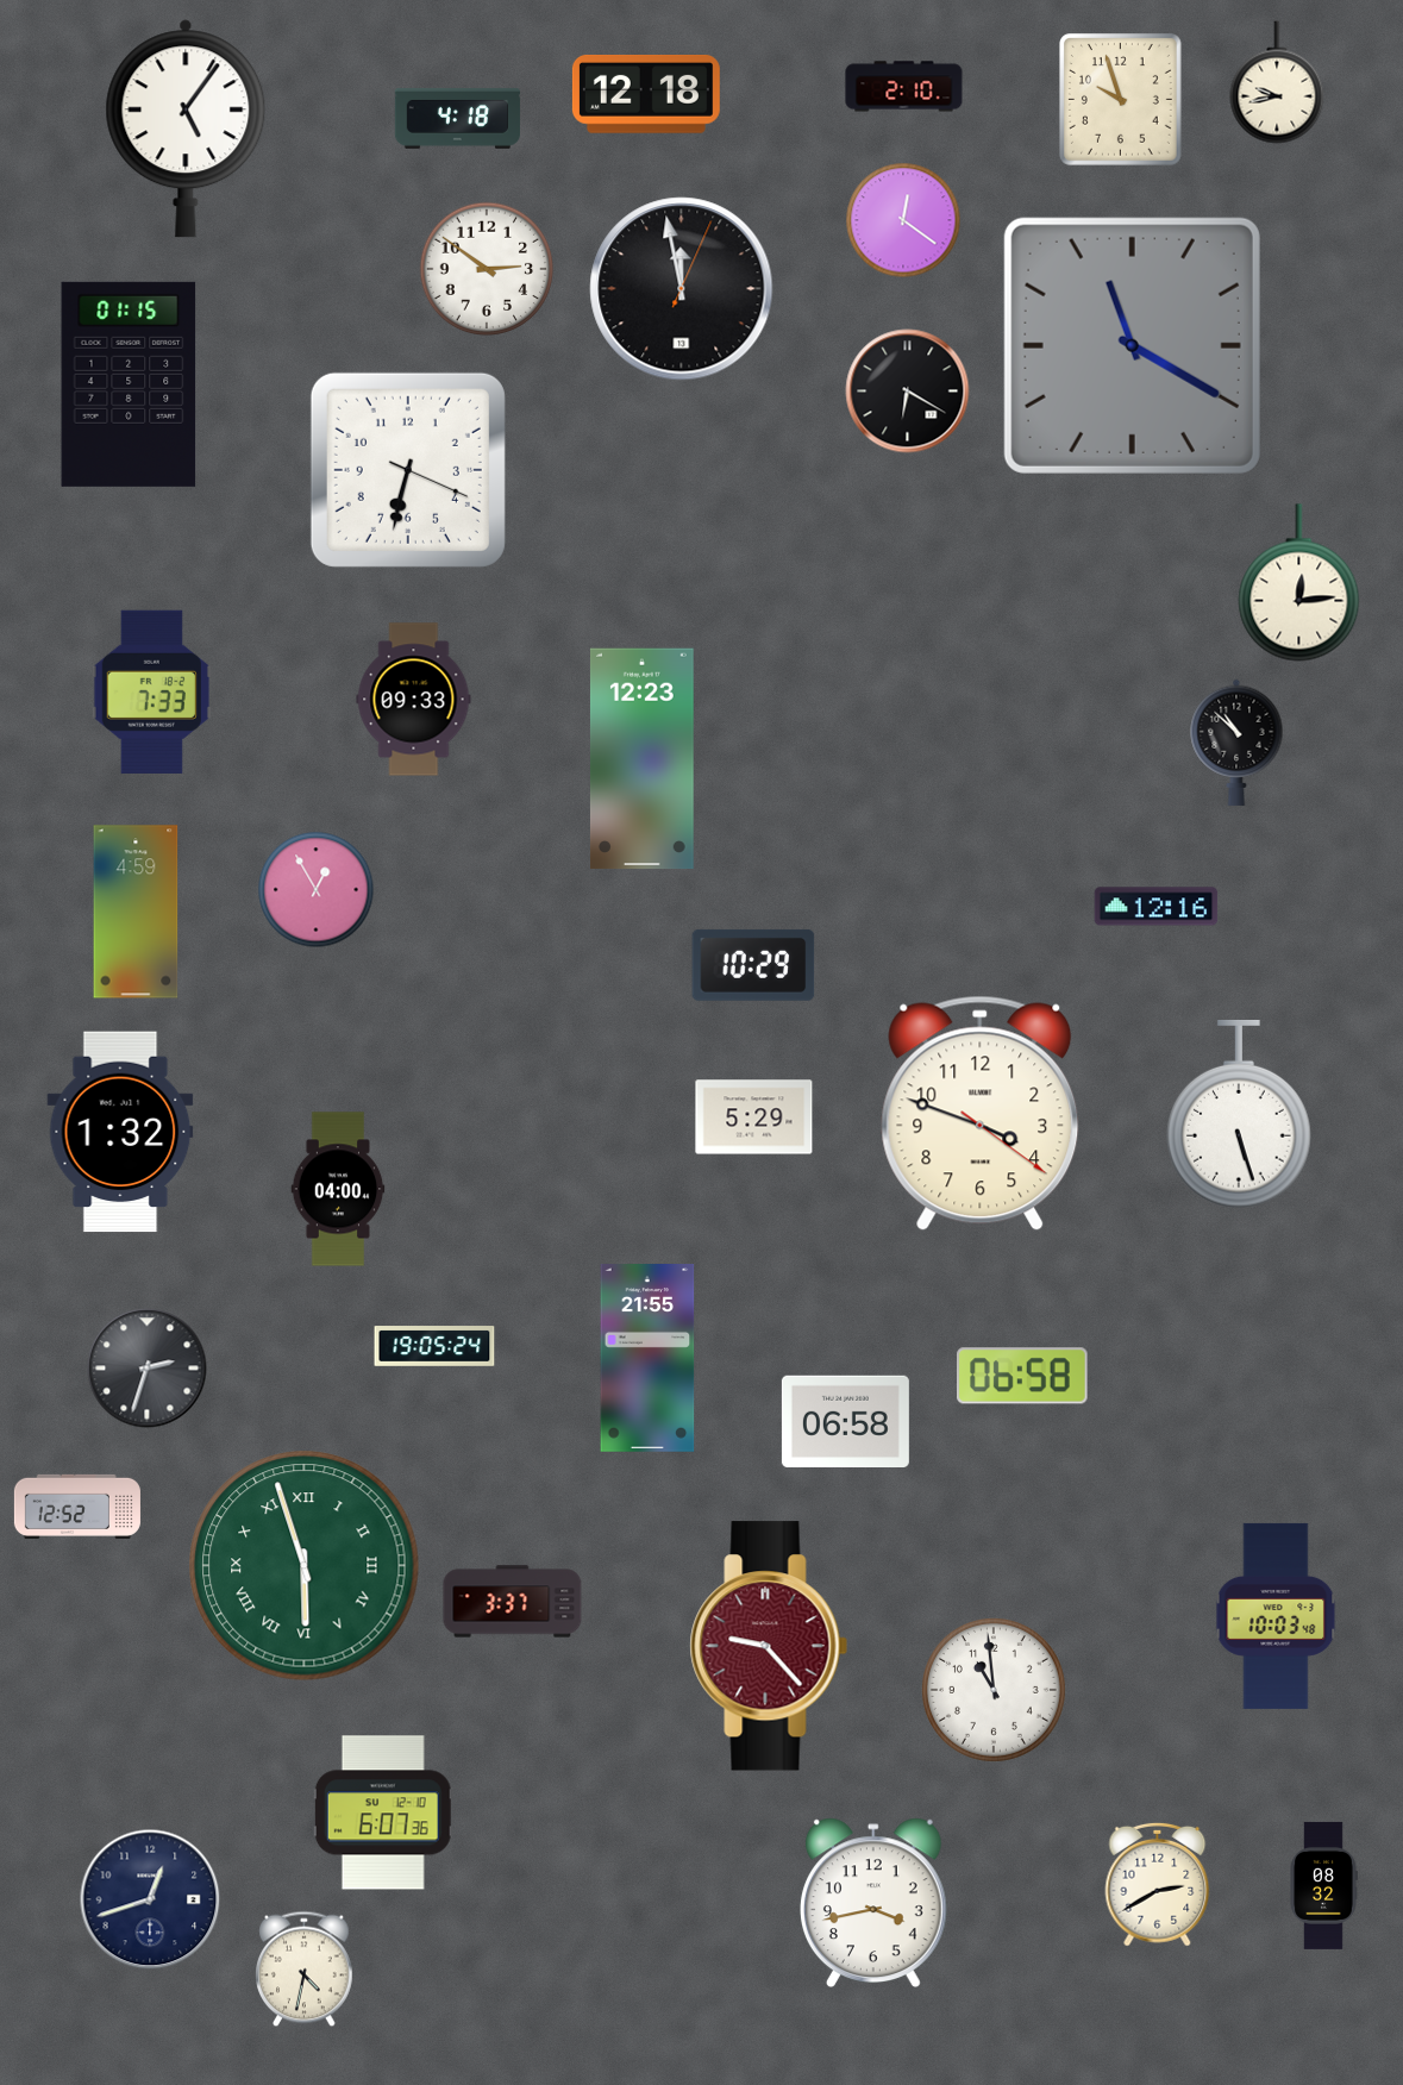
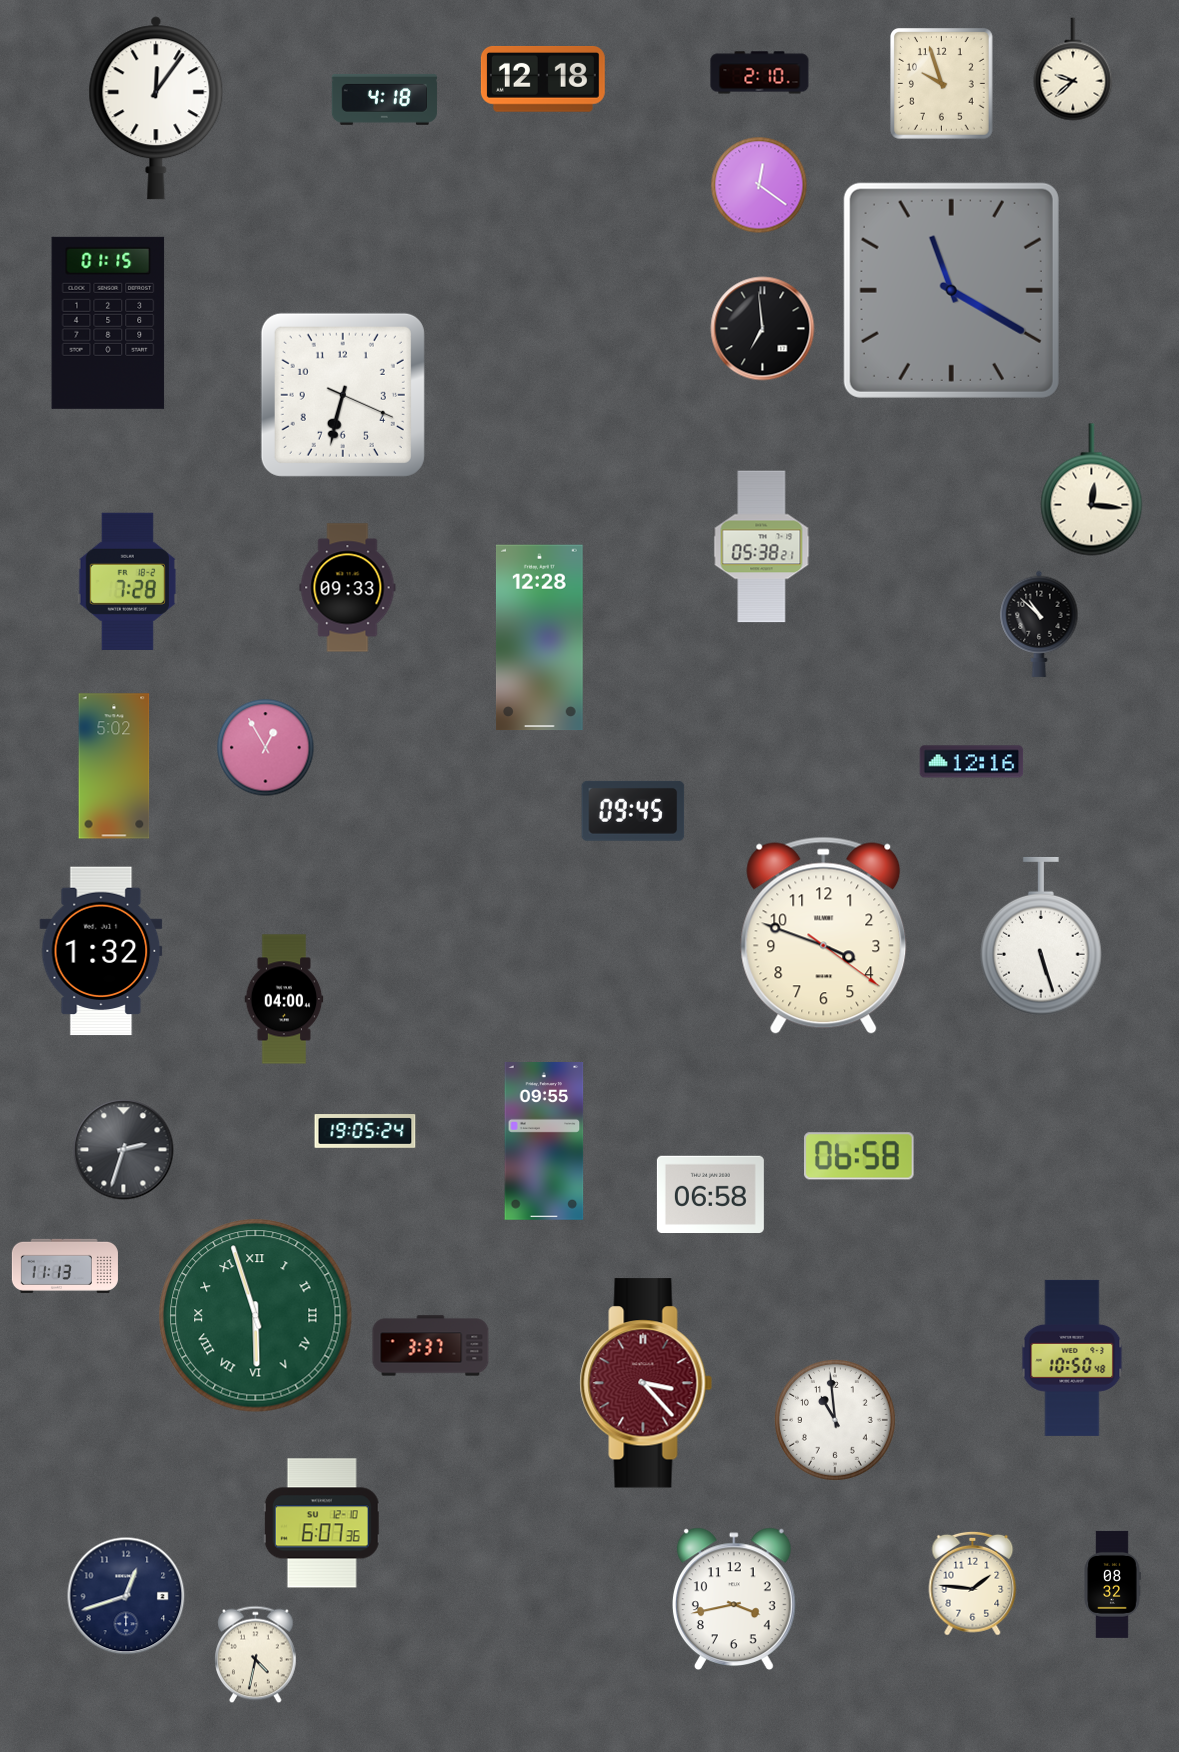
clock at (1277, 82): 9:43 -> 9:38
clock at (186, 129): 5:06 -> 12:06
clock at (487, 269): 2:51 -> none
clock at (682, 289): 11:58 -> none
clock at (908, 392): 6:20 -> 6:59
clock at (1299, 583): 12:14 -> 12:16
clock at (762, 547): none -> 05:38
clock at (151, 691): 7:33 -> 7:28
clock at (641, 759): 12:23 -> 12:28
clock at (136, 912): 4:59 -> 5:02
clock at (753, 965): 10:29 -> 09:45
clock at (754, 1117): 5:29 -> none
clock at (647, 1359): 21:55 -> 09:55
clock at (77, 1507): 12:52 -> 11:13
clock at (1276, 1616): 10:03 -> 10:50
clock at (769, 1646): 9:23 -> 3:23
clock at (1158, 1884): 2:40 -> 1:46
